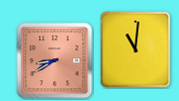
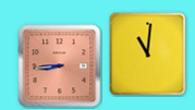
clock at (55, 61): 8:40 -> 8:44
